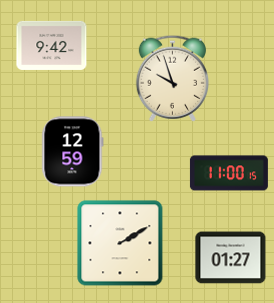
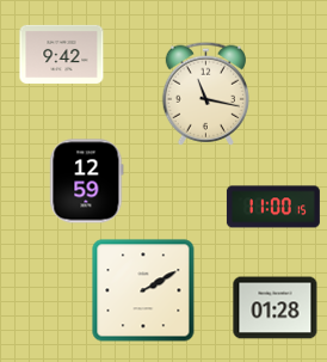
clock at (172, 78): 9:57 -> 11:17
clock at (231, 258): 01:27 -> 01:28
